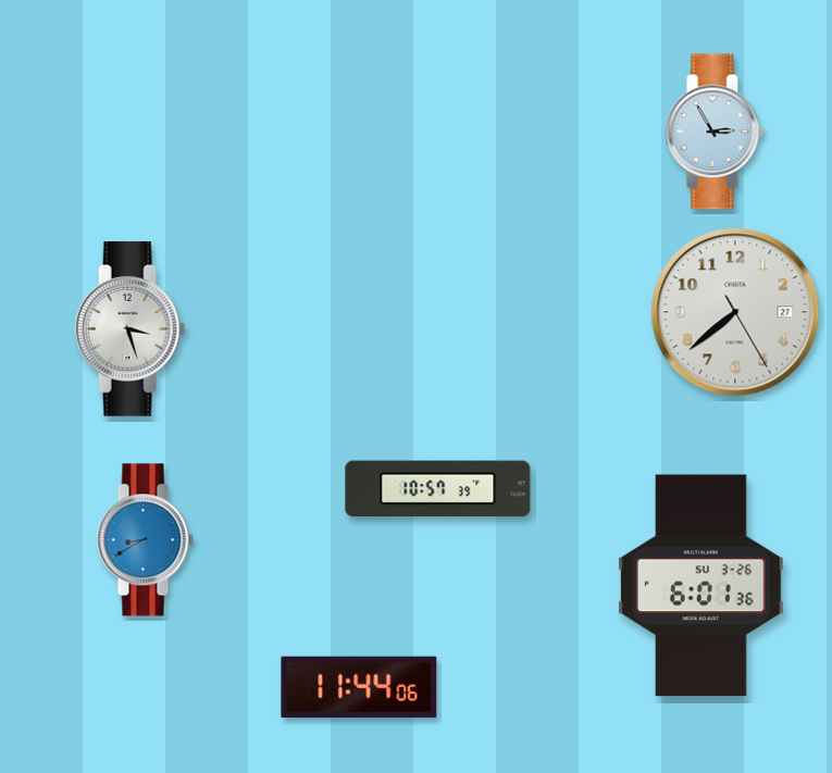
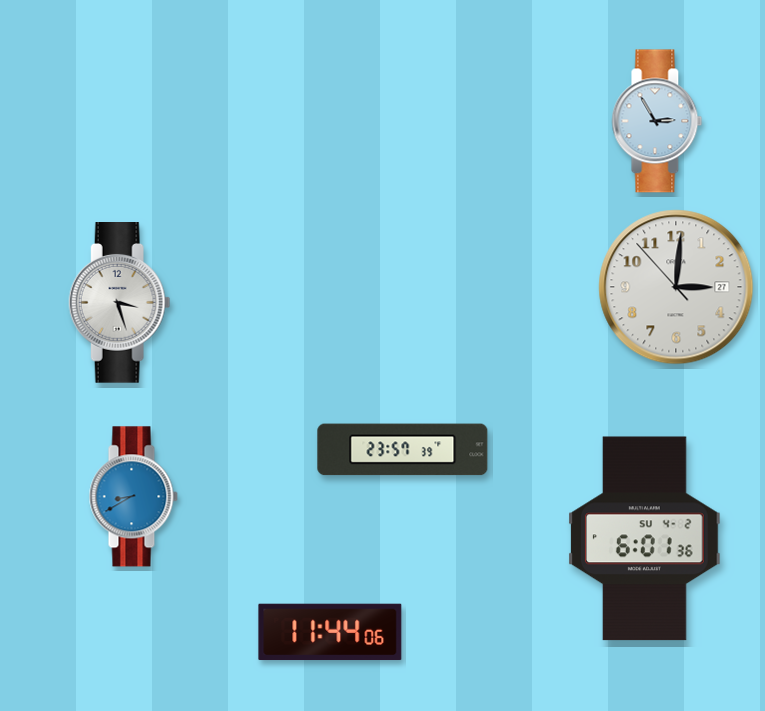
clock at (735, 312): 7:38 -> 3:00
clock at (438, 489): 10:57 -> 23:57
clock at (701, 586) date: SU 3-26 -> SU 4-2
